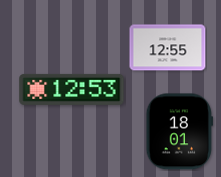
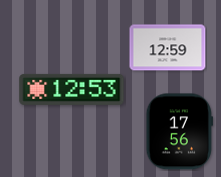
clock at (168, 48): 12:55 -> 12:59
clock at (179, 132): 18:01 -> 17:56
